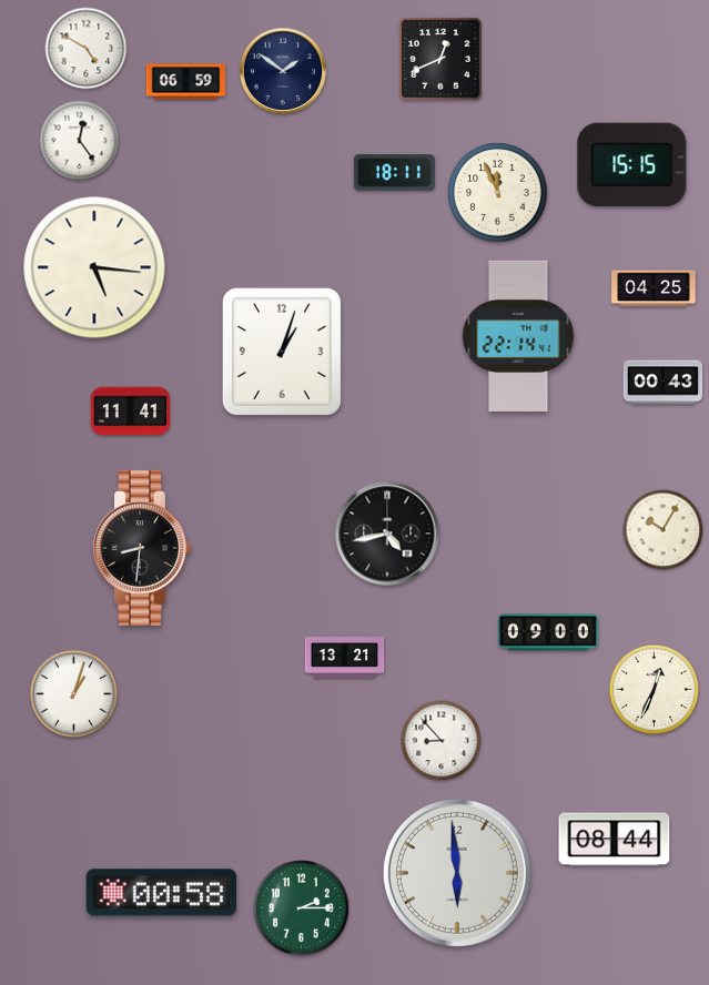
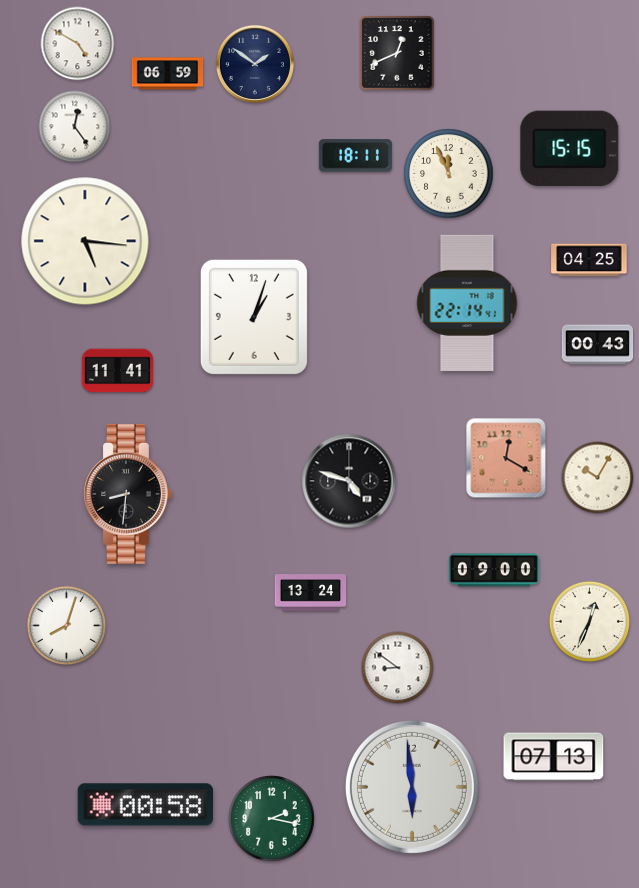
clock at (80, 141) position: (80, 141) -> (75, 127)
clock at (506, 458): none -> 12:20
clock at (387, 534): 4:43 -> 4:48
clock at (345, 658): 13:21 -> 13:24
clock at (74, 694): 1:03 -> 8:03
clock at (442, 741): 8:53 -> 8:51
clock at (615, 840): 08:44 -> 07:13
clock at (302, 908): 2:15 -> 2:17
